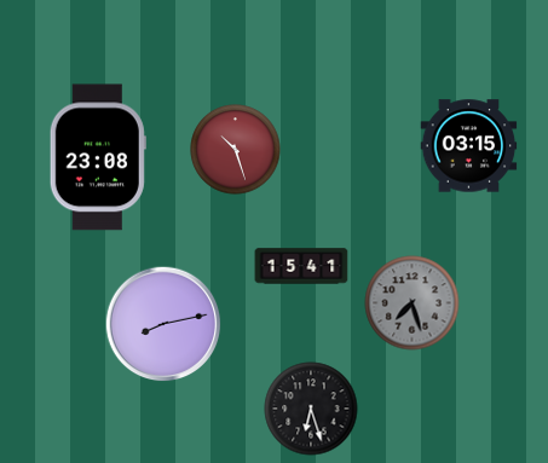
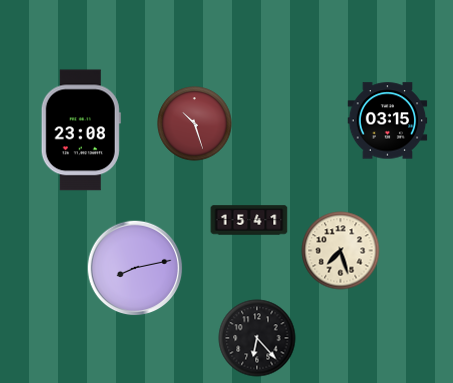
clock at (413, 303) dial: grey -> cream
clock at (311, 409): 6:27 -> 6:23
